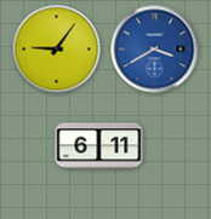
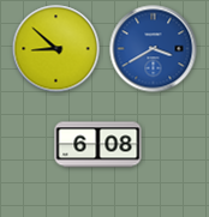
clock at (57, 50): 9:06 -> 8:52
clock at (99, 146): 6:11 -> 6:08
